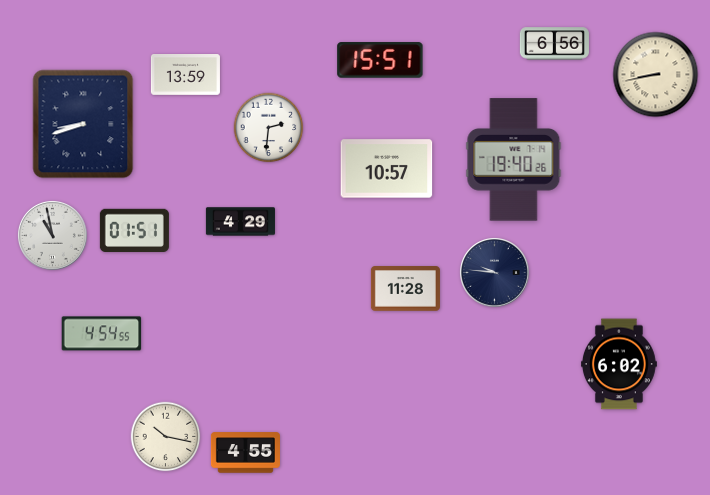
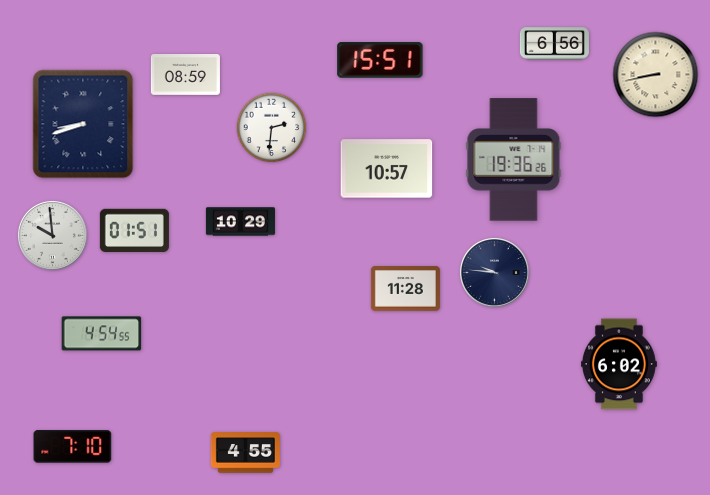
clock at (185, 75): 13:59 -> 08:59
clock at (269, 128) position: (269, 128) -> (272, 128)
clock at (514, 160): 19:40 -> 19:36
clock at (240, 222): 4:29 -> 10:29
clock at (52, 235): 10:58 -> 9:59
clock at (166, 437): 10:17 -> none
clock at (73, 447): none -> 7:10
